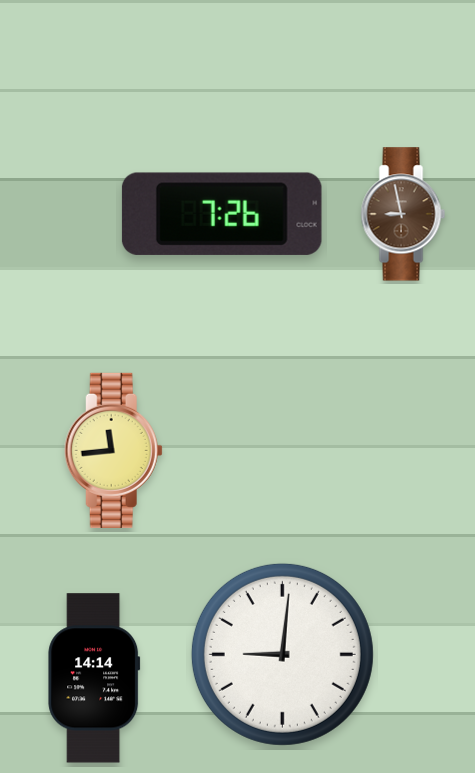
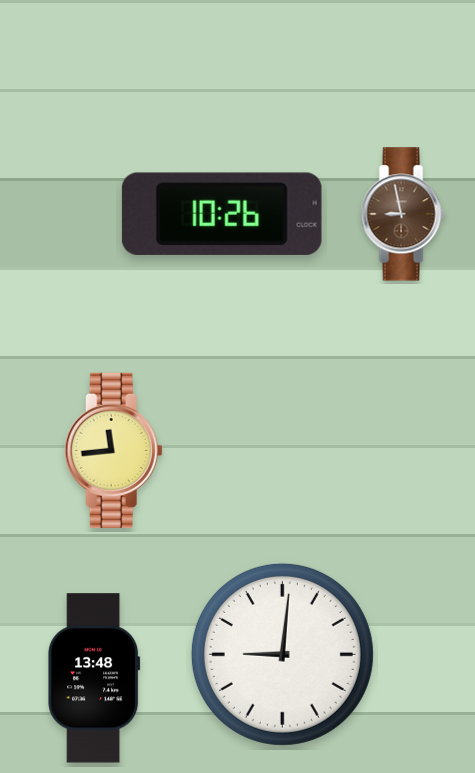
clock at (222, 214): 7:26 -> 10:26
clock at (94, 678): 14:14 -> 13:48
